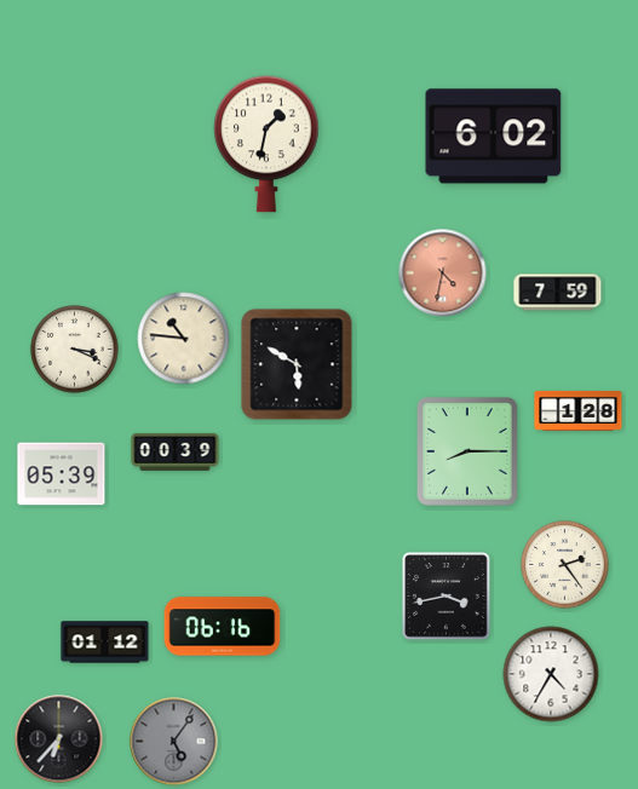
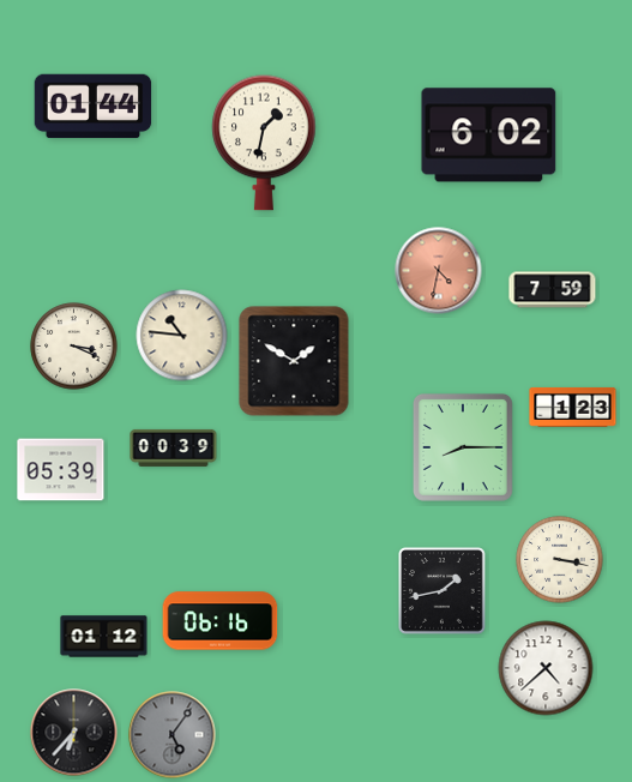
clock at (94, 107): none -> 01:44
clock at (297, 364): 5:50 -> 1:50
clock at (579, 411): 1:28 -> 1:23
clock at (565, 565): 2:24 -> 3:17
clock at (447, 597): 3:43 -> 1:43
clock at (551, 674): 4:35 -> 4:38
clock at (59, 739) position: (59, 739) -> (74, 733)
